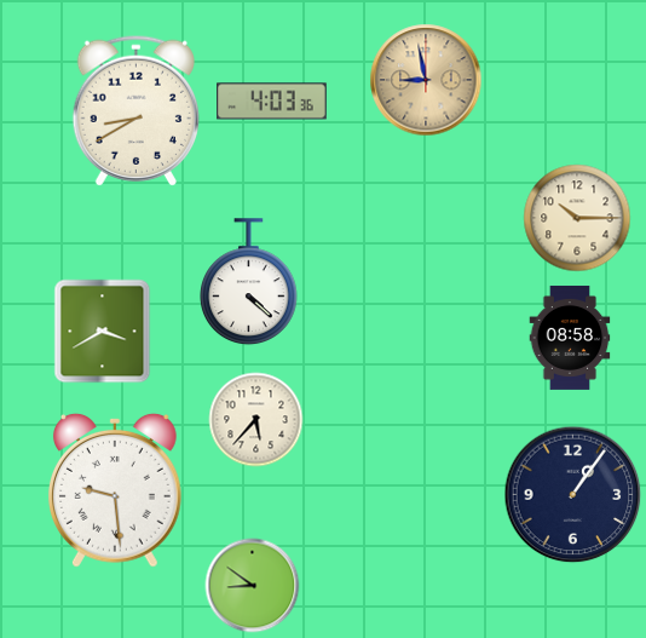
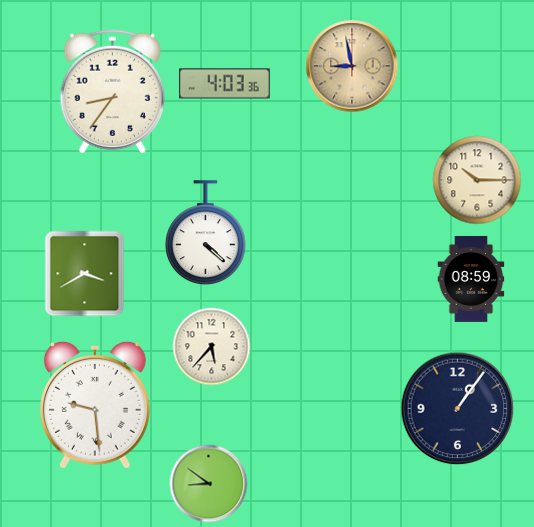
clock at (135, 110): 8:40 -> 8:36
clock at (570, 338): 08:58 -> 08:59
clock at (572, 494) position: (572, 494) -> (457, 408)
